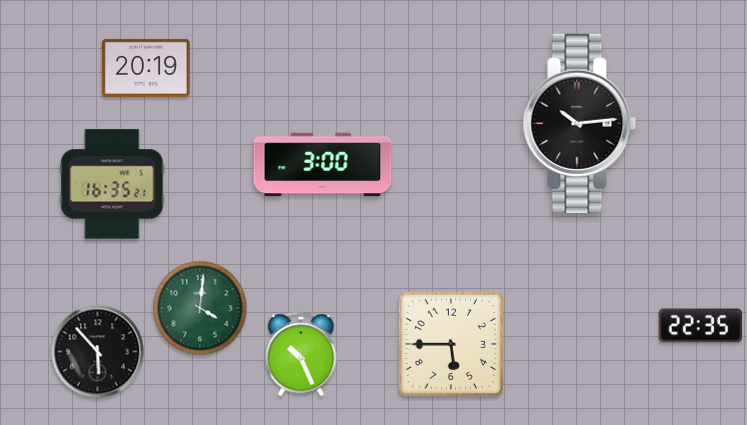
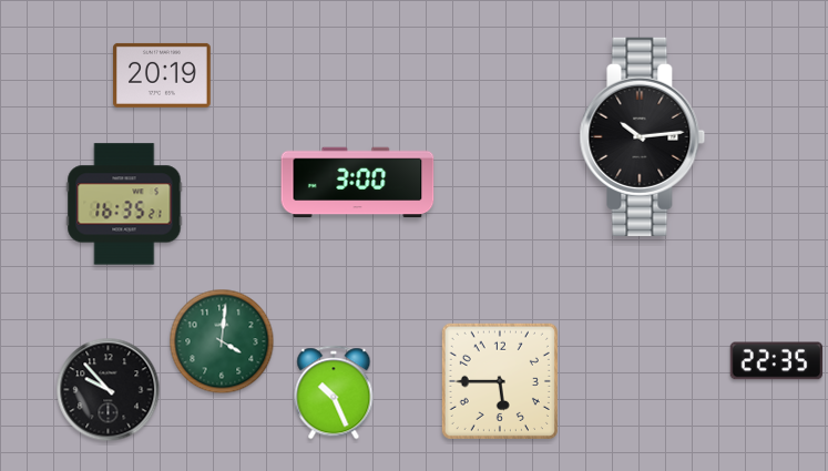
clock at (98, 352): 5:53 -> 9:53
